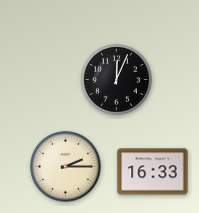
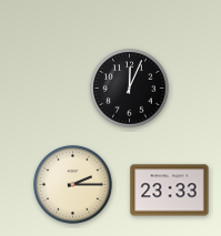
clock at (153, 172): 16:33 -> 23:33
